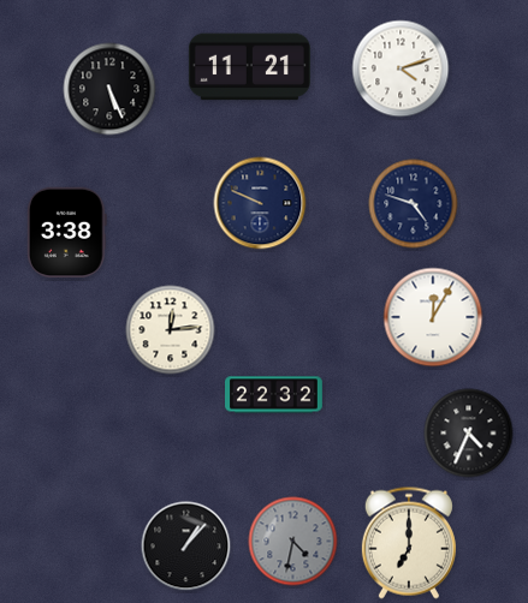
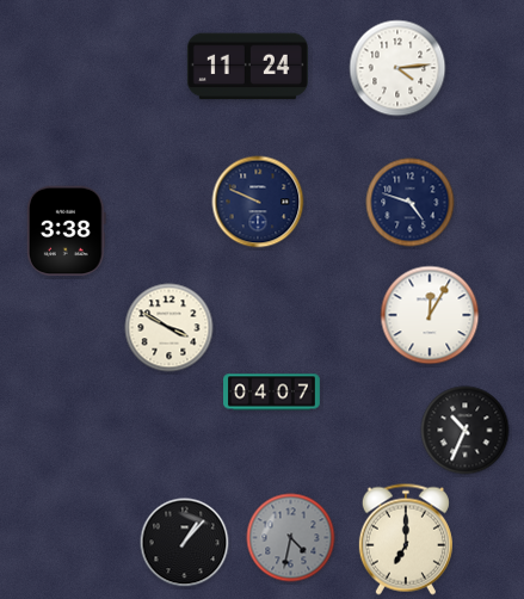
clock at (249, 67): 11:21 -> 11:24
clock at (401, 68): 4:12 -> 4:14
clock at (109, 89): 5:26 -> none
clock at (171, 330): 12:14 -> 3:50
clock at (274, 395): 22:32 -> 04:07
clock at (469, 434): 4:34 -> 10:34
